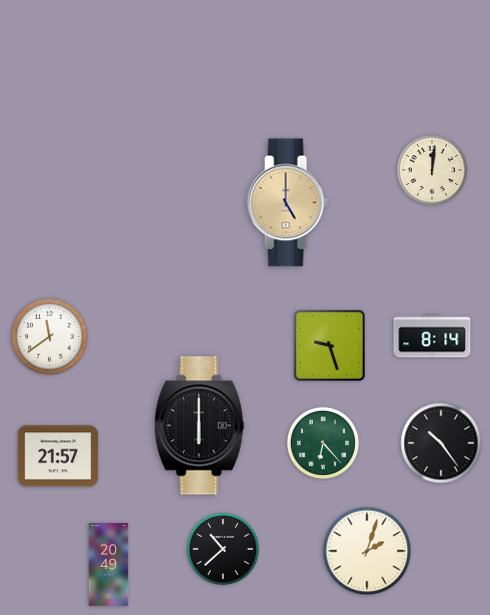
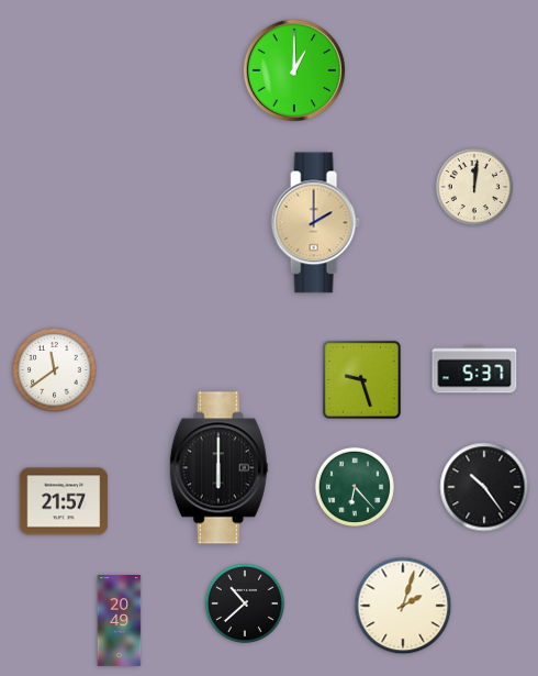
clock at (293, 69): none -> 1:00
clock at (287, 203): 5:00 -> 2:00
clock at (432, 336): 8:14 -> 5:37
